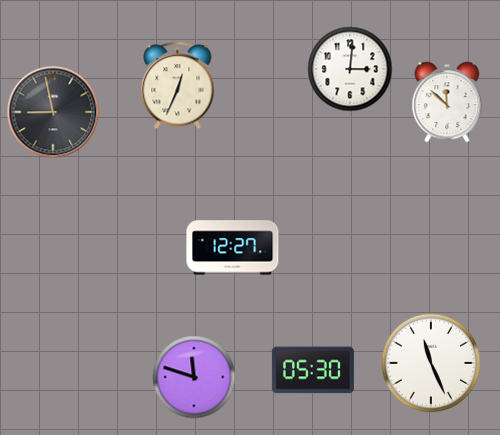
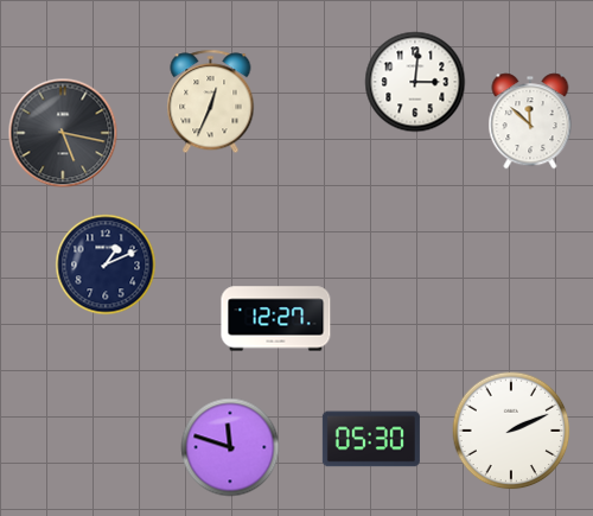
clock at (53, 112): 8:58 -> 5:17
clock at (106, 265): none -> 1:11
clock at (233, 248) position: (233, 248) -> (276, 319)
clock at (431, 363): 11:26 -> 2:11
